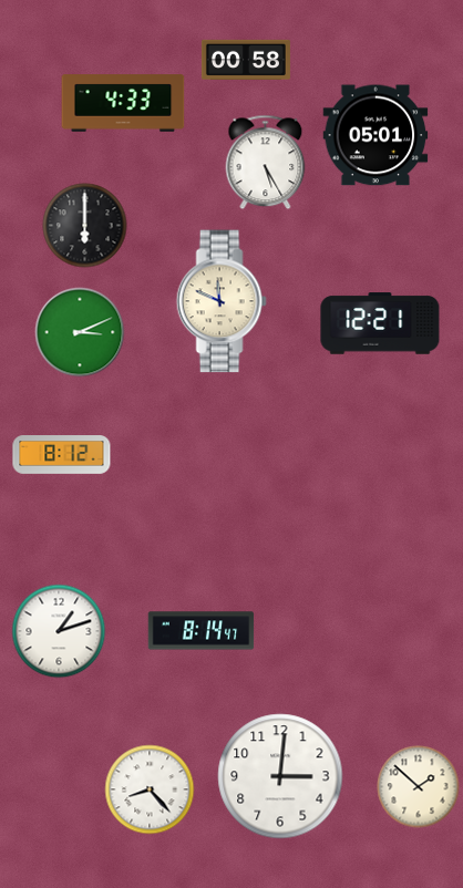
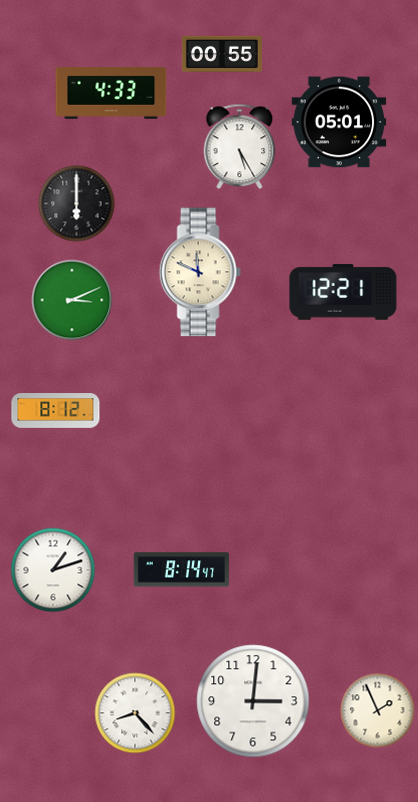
clock at (246, 60): 00:58 -> 00:55
clock at (419, 787): 1:52 -> 1:56
